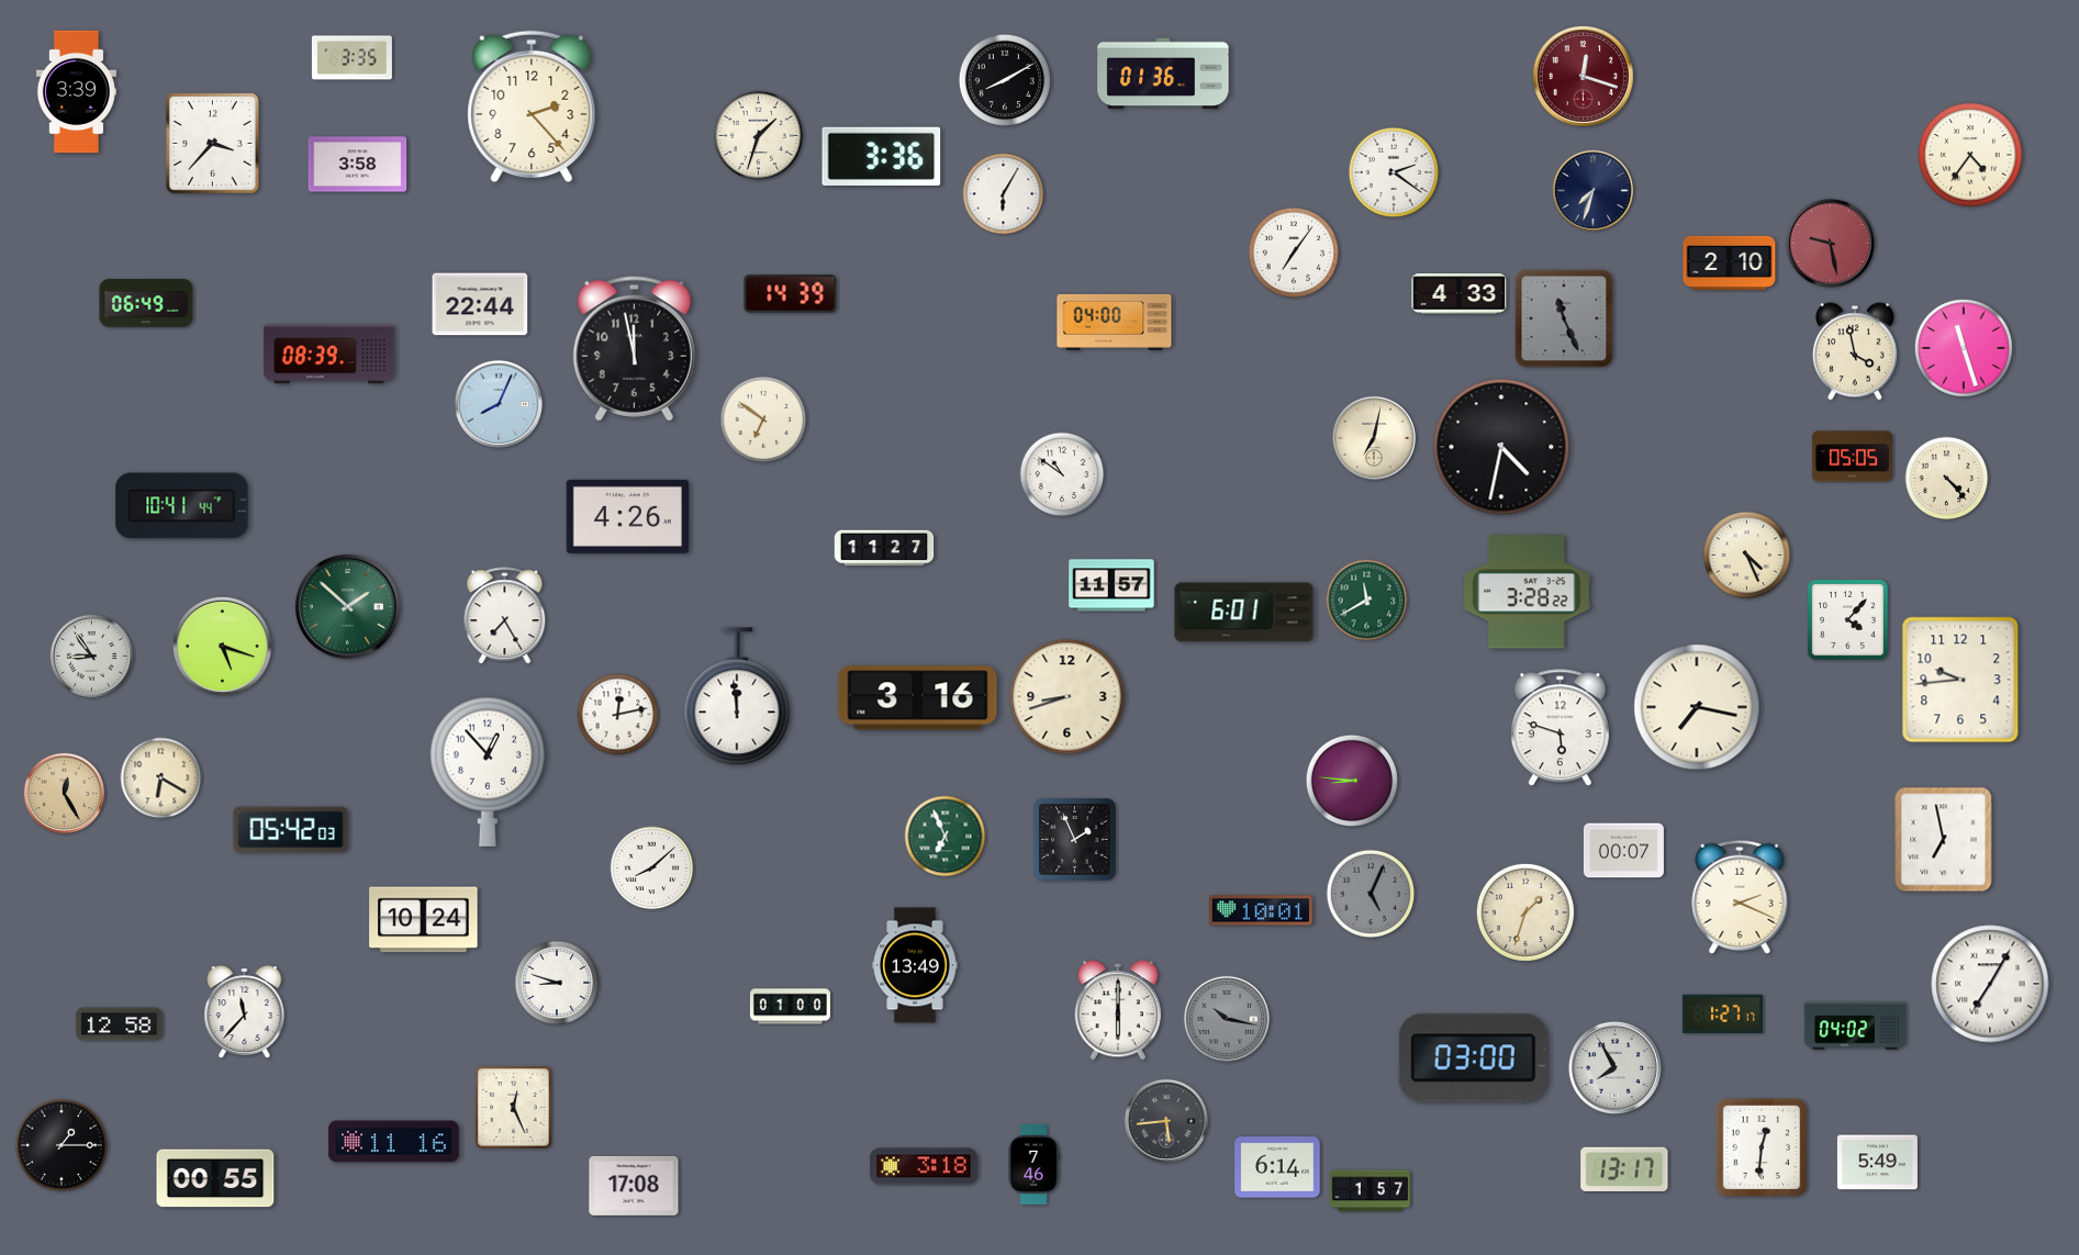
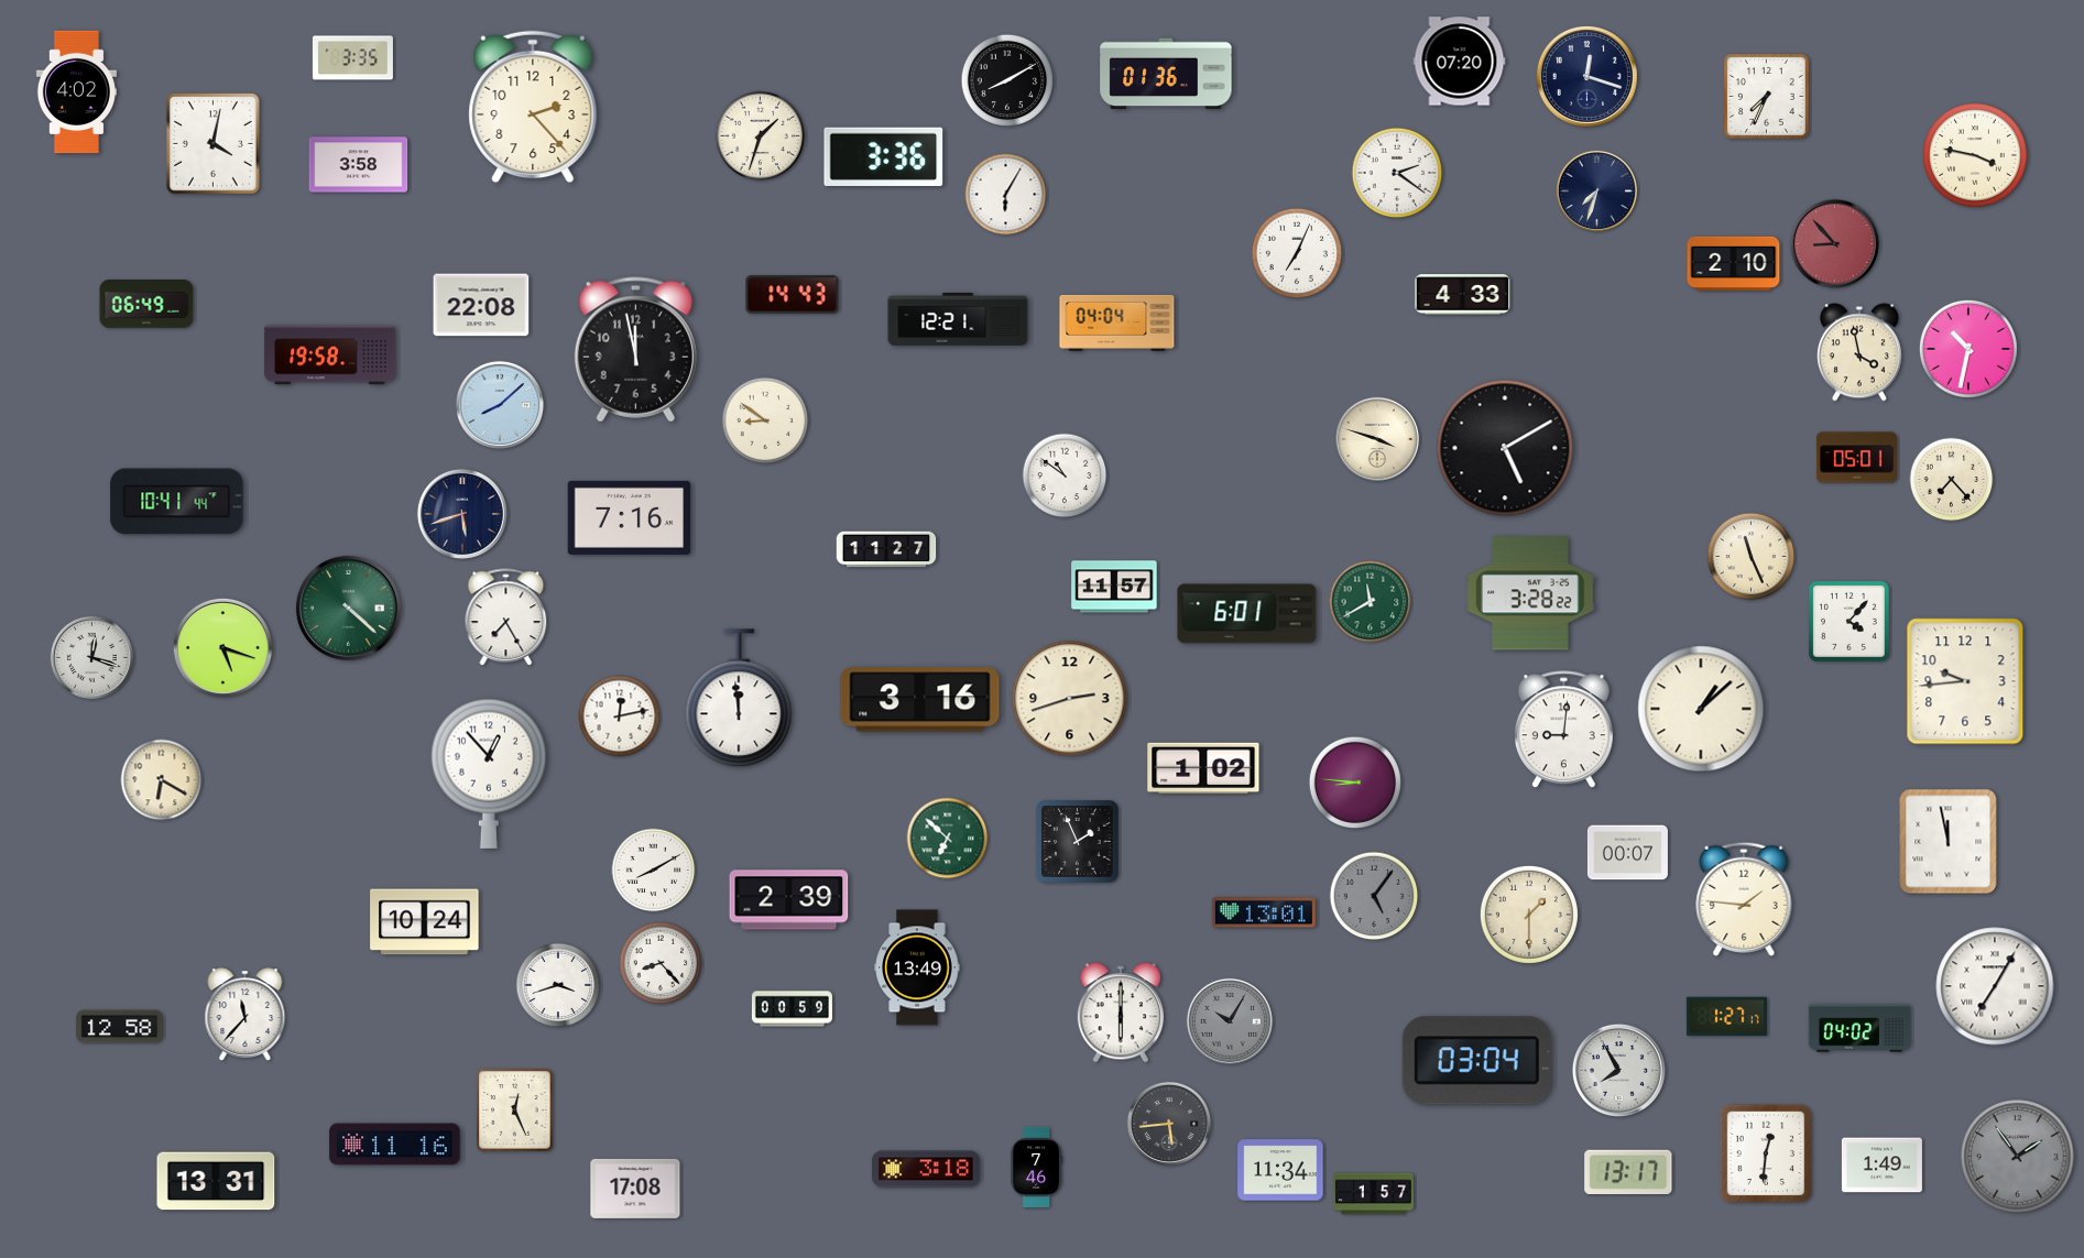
clock at (1460, 62): none -> 07:20
clock at (1583, 76) dial: burgundy -> navy
clock at (76, 92): 3:39 -> 4:02
clock at (1767, 97): none -> 7:34
clock at (212, 143): 3:37 -> 4:02
clock at (1971, 156): 4:36 -> 3:47
clock at (1830, 243): 9:28 -> 8:53
clock at (1294, 253): 7:06 -> 7:04
clock at (791, 294): 14:39 -> 14:43
clock at (480, 304): 22:44 -> 22:08
clock at (958, 319): none -> 12:21
clock at (1564, 318): 11:26 -> none
clock at (1115, 322): 04:00 -> 04:04
clock at (1964, 348): 11:27 -> 10:32
clock at (329, 355): 08:39 -> 19:58
clock at (499, 404): 8:04 -> 8:08
clock at (763, 419): 6:51 -> 8:51
clock at (1374, 438): 7:02 -> 3:48
clock at (1501, 447): 4:32 -> 5:10
clock at (1852, 457): 05:05 -> 05:01
clock at (1947, 479): 4:23 -> 7:23
clock at (182, 506) position: (182, 506) -> (177, 502)
clock at (462, 514): none -> 5:42
clock at (628, 516): 4:26 -> 7:16
clock at (1747, 556): 4:26 -> 11:26
clock at (347, 606): 1:52 -> 4:22
clock at (1847, 619) position: (1847, 619) -> (1848, 621)
clock at (91, 655): 8:54 -> 12:18
clock at (1068, 697): 8:42 -> 2:42
clock at (1697, 707): 7:17 -> 1:08
clock at (1560, 728): 5:48 -> 9:01
clock at (1203, 768): none -> 1:02
clock at (64, 793): 12:25 -> none
clock at (291, 830): 05:42 -> none
clock at (946, 837): 6:56 -> 6:52
clock at (1944, 840): 6:58 -> 11:58
clock at (652, 869): 8:08 -> 8:10
clock at (1371, 894): 5:04 -> 5:06
clock at (1740, 897): 2:19 -> 1:46
clock at (789, 900): none -> 2:39
clock at (1261, 910): 10:01 -> 13:01
clock at (1525, 912): 1:33 -> 1:30
clock at (661, 963): none -> 8:23
clock at (557, 983): 8:48 -> 3:42
clock at (790, 1007): 01:00 -> 00:59
clock at (1227, 1019): 10:17 -> 10:05
clock at (1473, 1058): 03:00 -> 03:04
clock at (60, 1144): 1:15 -> none
clock at (1762, 1147) position: (1762, 1147) -> (1766, 1153)
clock at (2018, 1157): none -> 1:54
clock at (1877, 1163): 5:49 -> 1:49
clock at (1277, 1167): 6:14 -> 11:34
clock at (215, 1178): 00:55 -> 13:31
